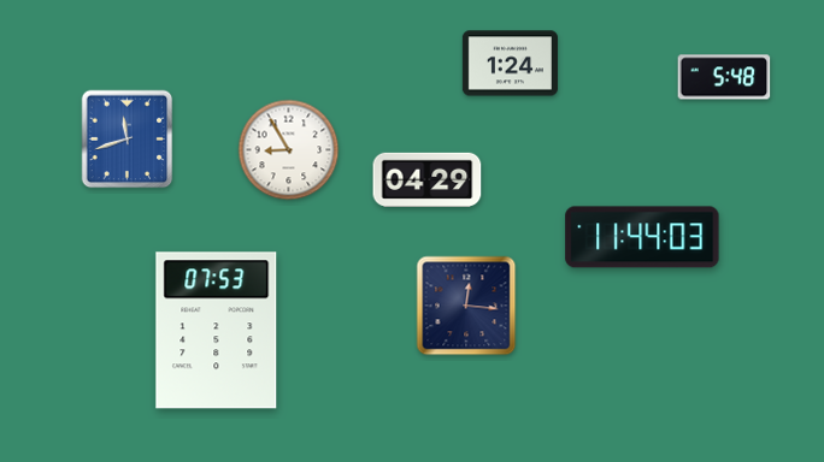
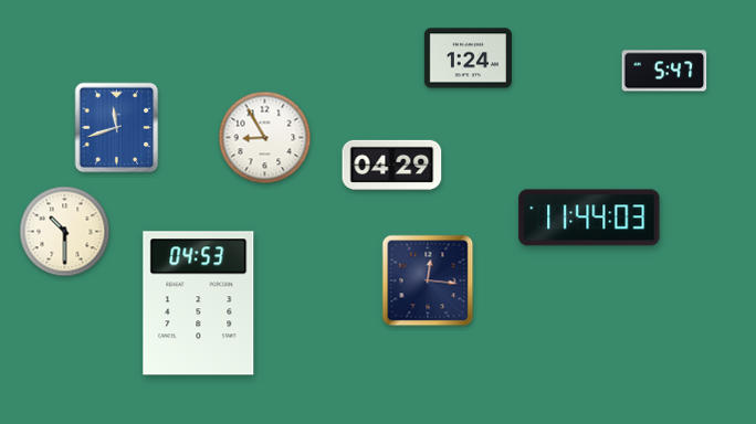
clock at (724, 77): 5:48 -> 5:47
clock at (65, 232): none -> 10:30
clock at (217, 331): 07:53 -> 04:53
